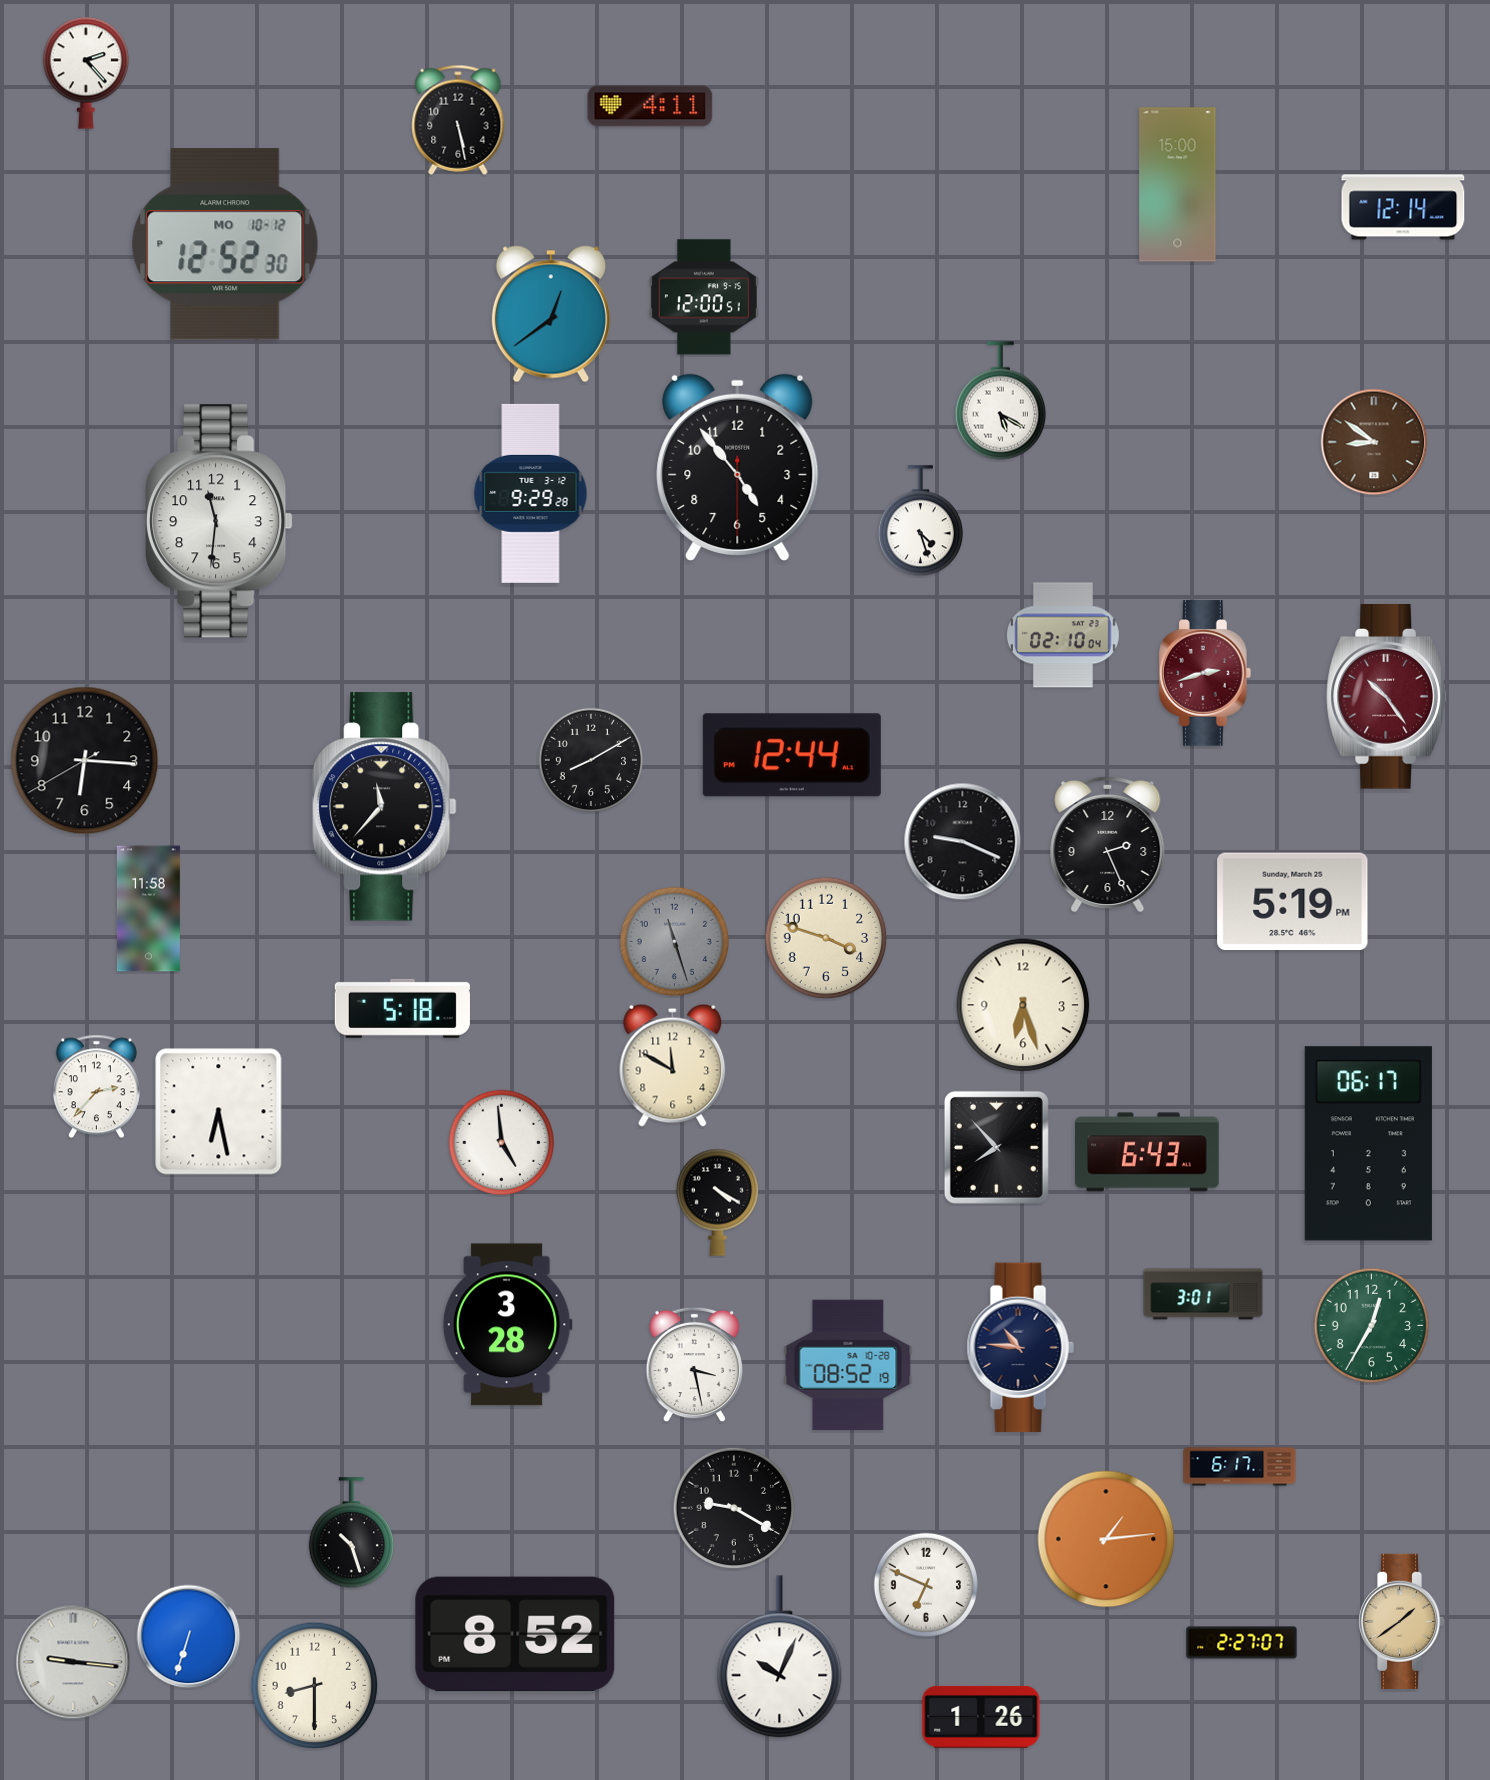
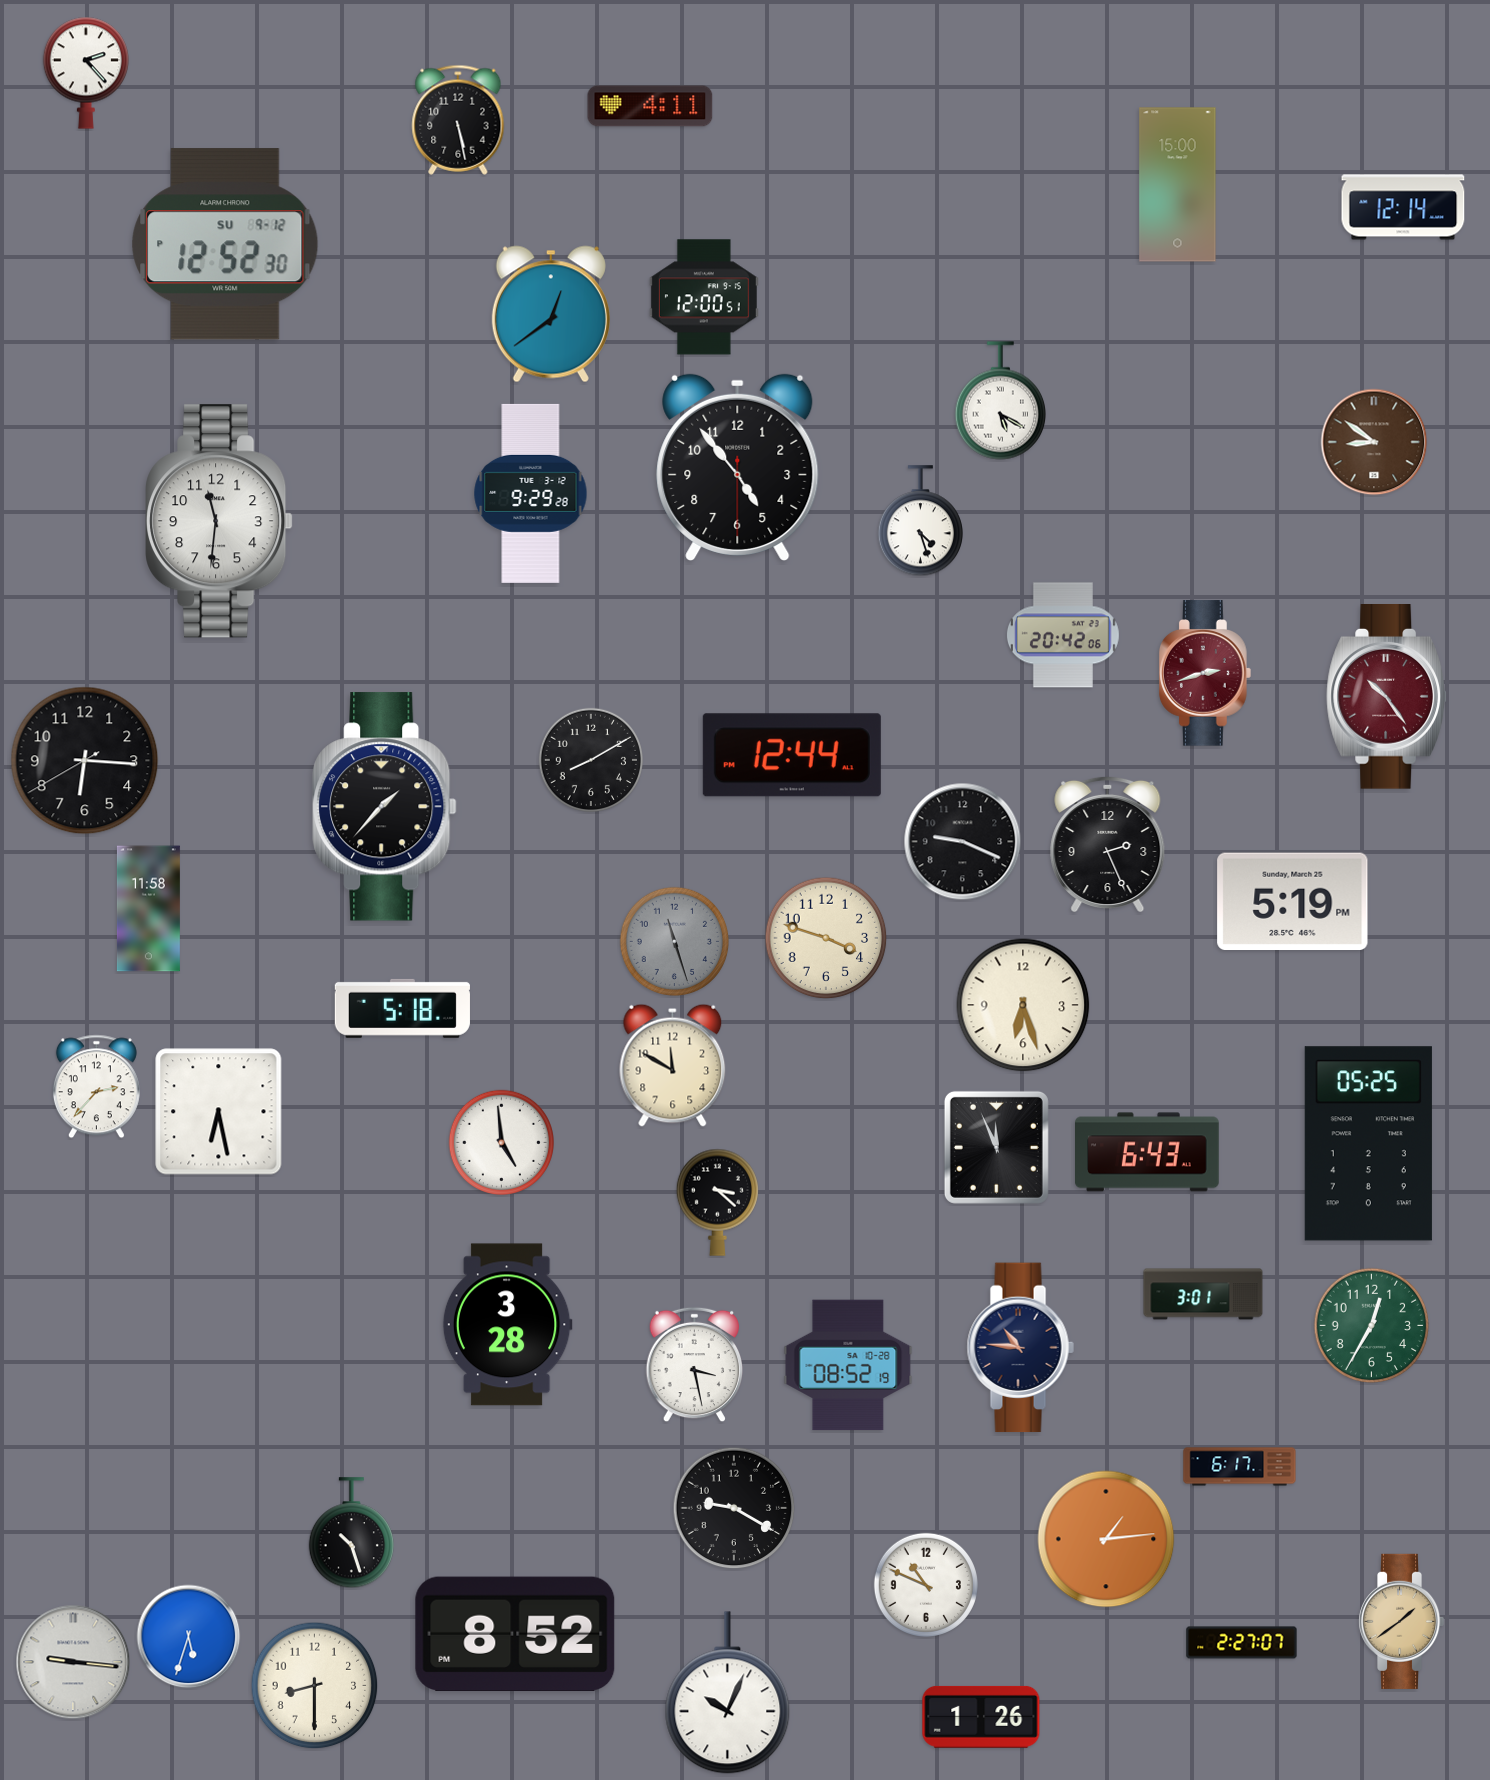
clock at (225, 244) date: MO 10-12 -> SU 9-12
clock at (1063, 635): 02:10 -> 20:42
clock at (385, 807): 11:37 -> 1:37
clock at (1368, 1144): 06:17 -> 05:25
clock at (996, 1147): 7:53 -> 11:56
clock at (717, 1202): 4:20 -> 3:22
clock at (925, 1584): 6:49 -> 10:49
clock at (189, 1637): 6:33 -> 5:33
clock at (780, 1657) position: (780, 1657) -> (728, 1693)
